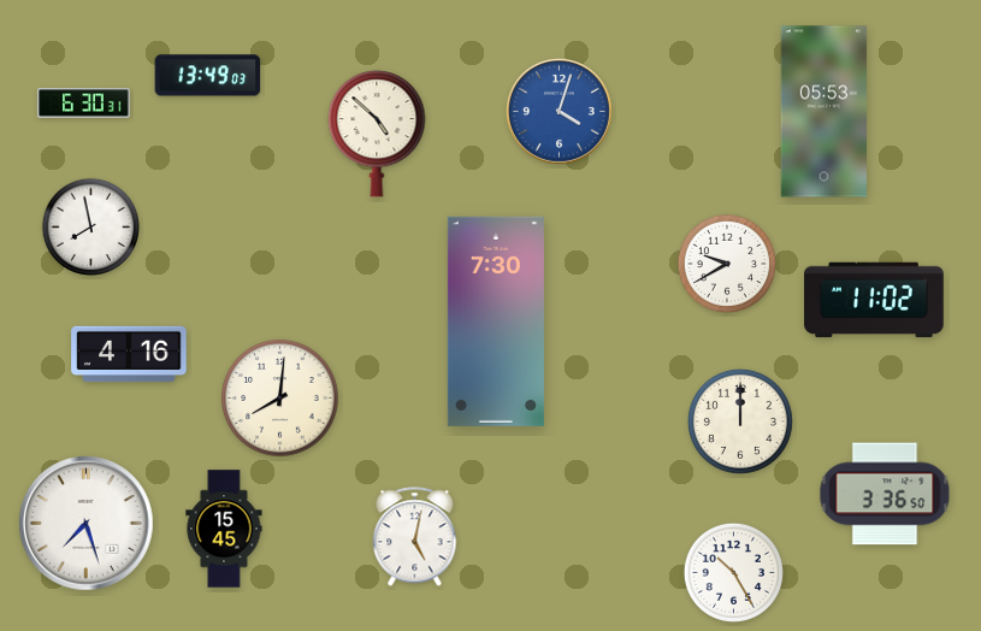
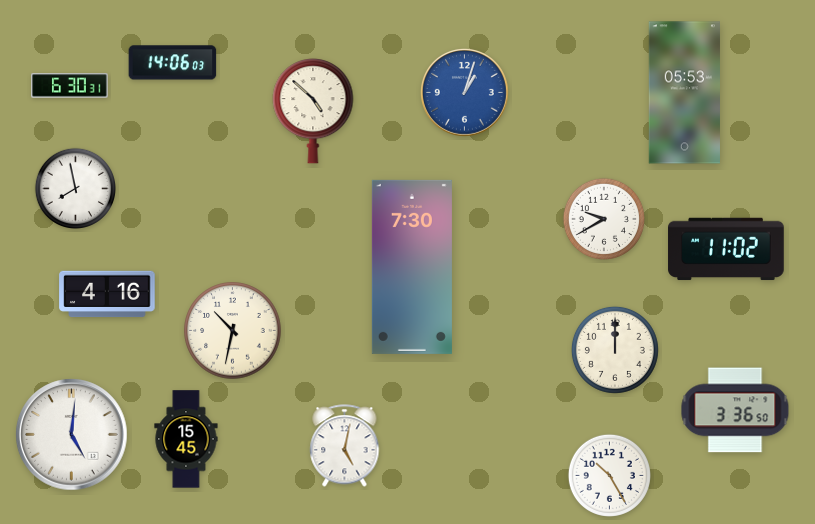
clock at (208, 76): 13:49 -> 14:06
clock at (559, 111): 4:03 -> 1:03
clock at (280, 399): 8:01 -> 10:32
clock at (87, 524): 7:27 -> 5:01
